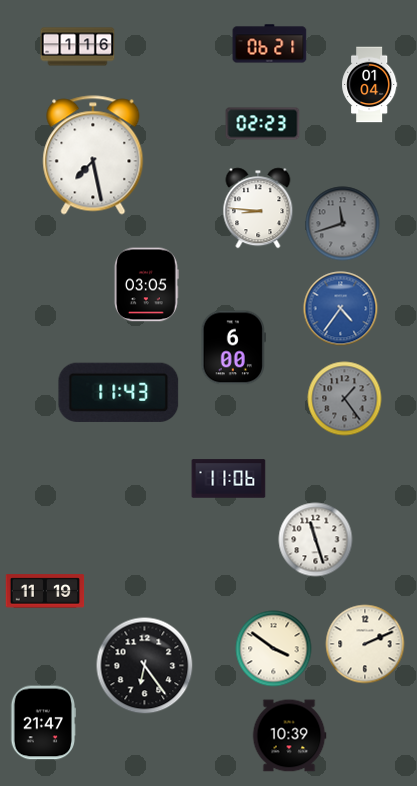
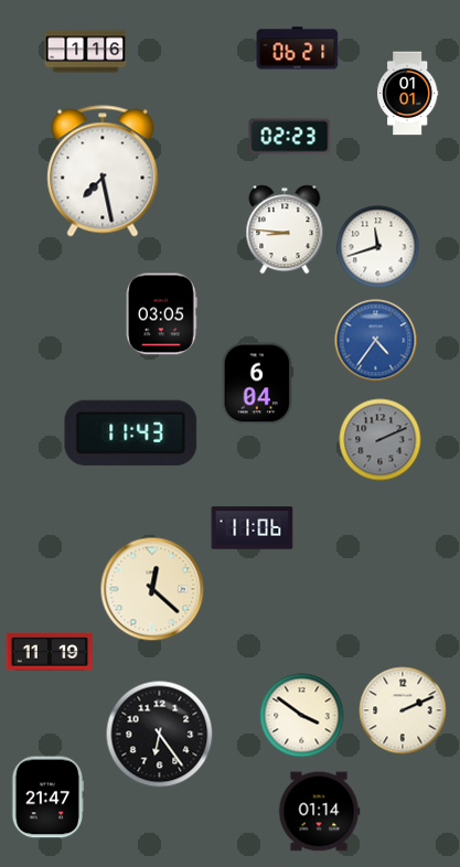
clock at (370, 85): 01:04 -> 01:01
clock at (343, 224) dial: grey -> white
clock at (233, 348): 6:00 -> 6:04
clock at (345, 399): 1:24 -> 2:11
clock at (152, 589): none -> 12:22
clock at (316, 540): 11:27 -> none
clock at (289, 736): 10:39 -> 01:14
